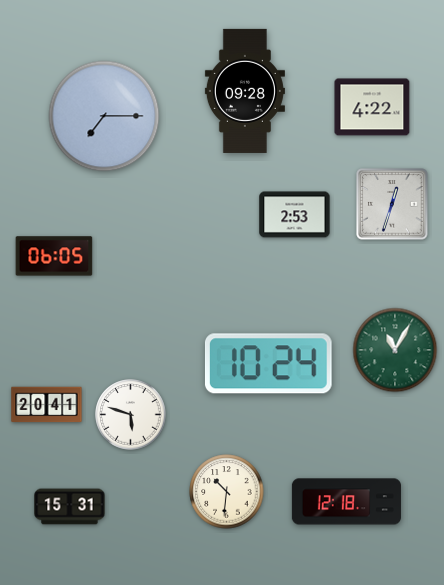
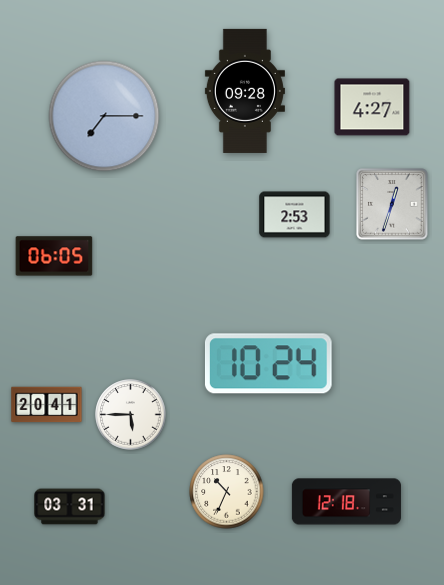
clock at (372, 107): 4:22 -> 4:27
clock at (395, 350): 11:05 -> none
clock at (131, 415): 5:48 -> 5:45
clock at (227, 492): 10:31 -> 10:34
clock at (70, 507): 15:31 -> 03:31
